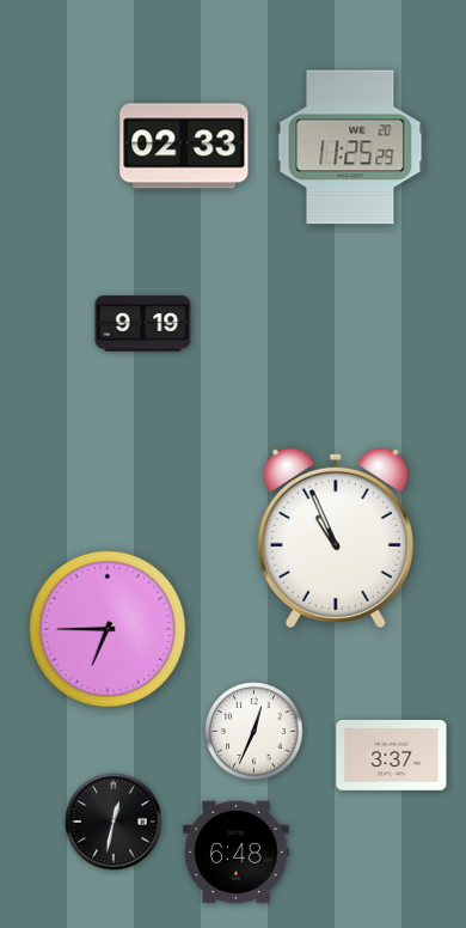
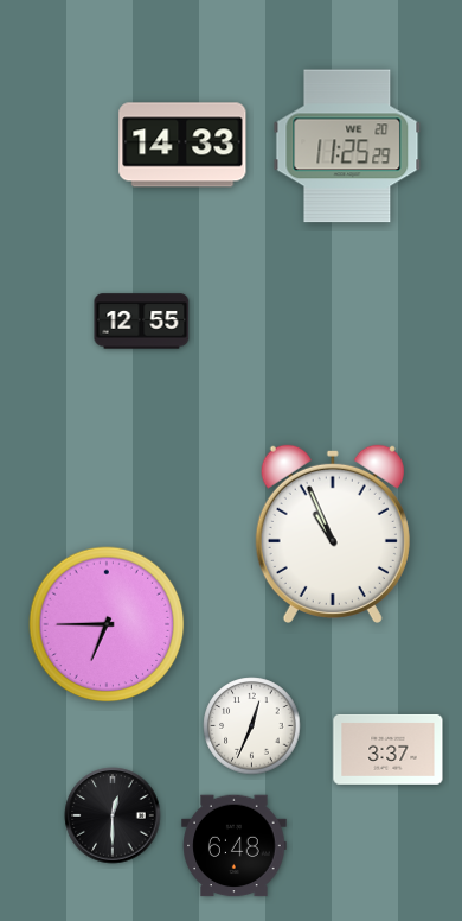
clock at (184, 146): 02:33 -> 14:33
clock at (143, 324): 9:19 -> 12:55
clock at (114, 822): 12:32 -> 12:30
